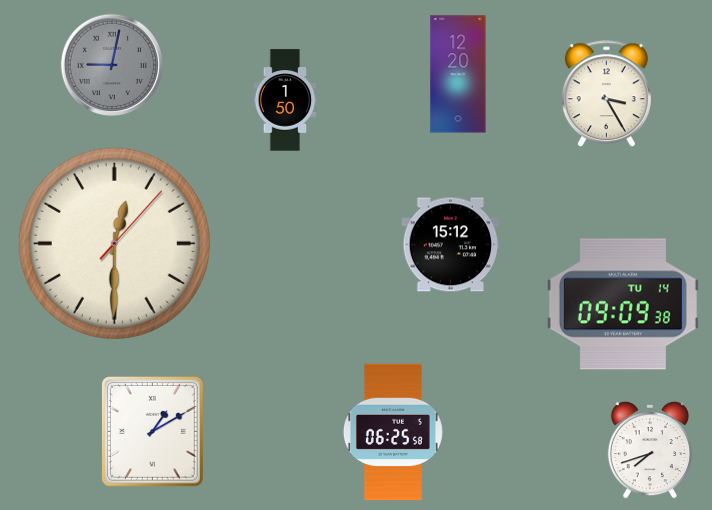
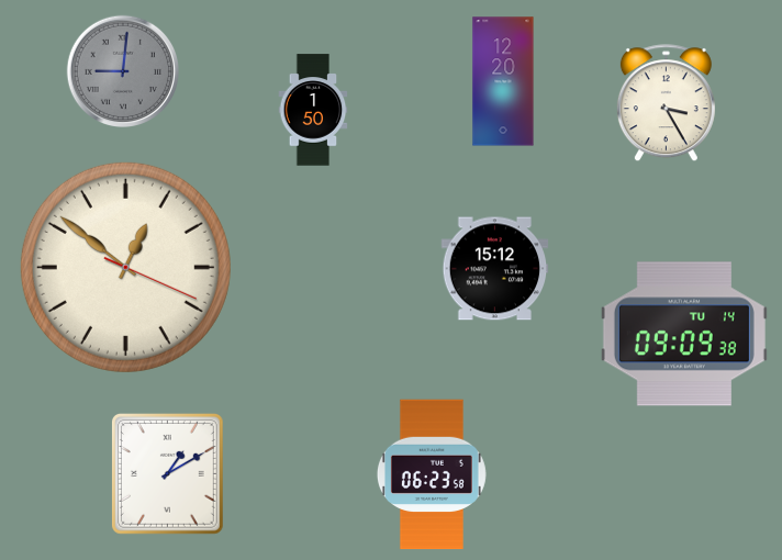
clock at (111, 64): 9:02 -> 9:01
clock at (114, 243): 12:30 -> 12:51
clock at (393, 432): 06:25 -> 06:23
clock at (650, 450): 7:42 -> none
